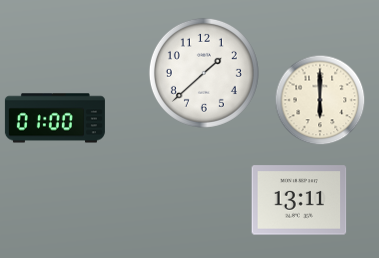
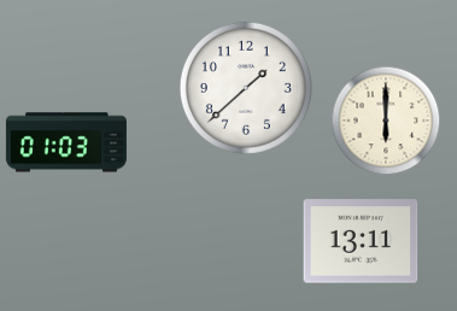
clock at (55, 118): 01:00 -> 01:03
